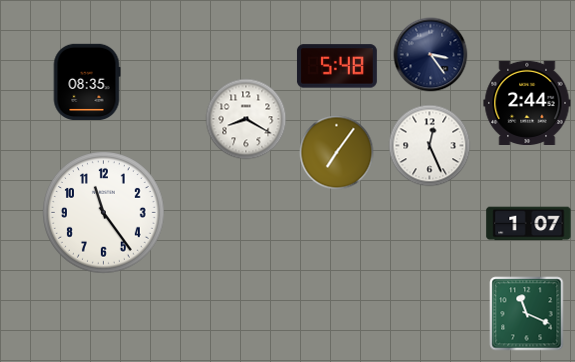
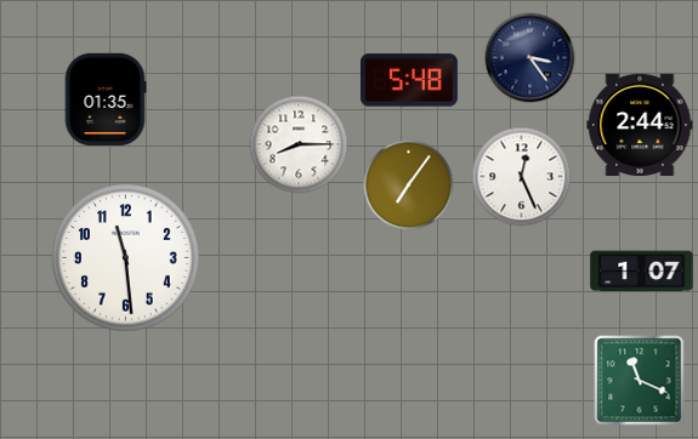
clock at (431, 55) position: (431, 55) -> (530, 58)
clock at (87, 81): 08:35 -> 01:35
clock at (246, 119): 8:20 -> 8:15
clock at (104, 213): 11:24 -> 11:29
